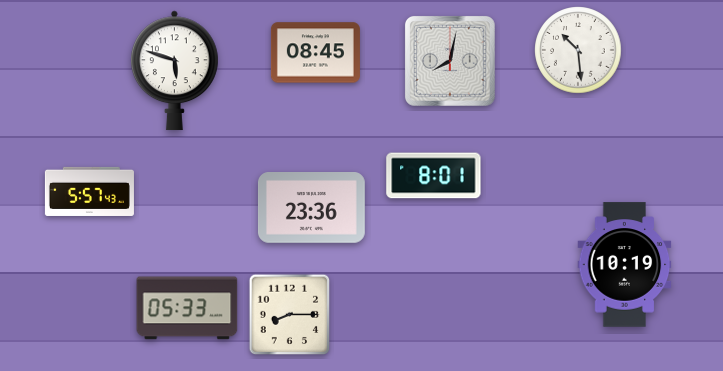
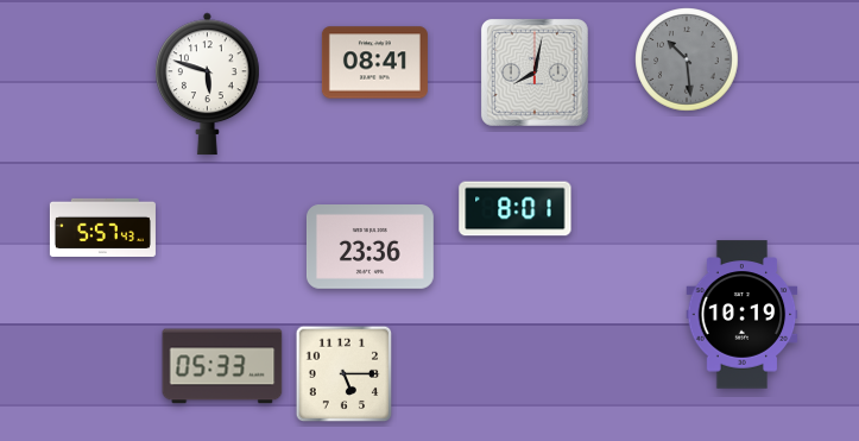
clock at (578, 50) dial: white -> grey
clock at (315, 53): 08:45 -> 08:41
clock at (89, 191) position: (89, 191) -> (102, 227)
clock at (290, 315): 8:15 -> 5:15
